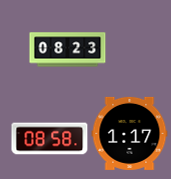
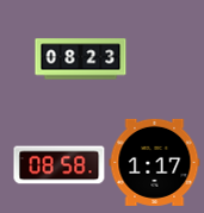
clock at (130, 133) position: (130, 133) -> (155, 162)
